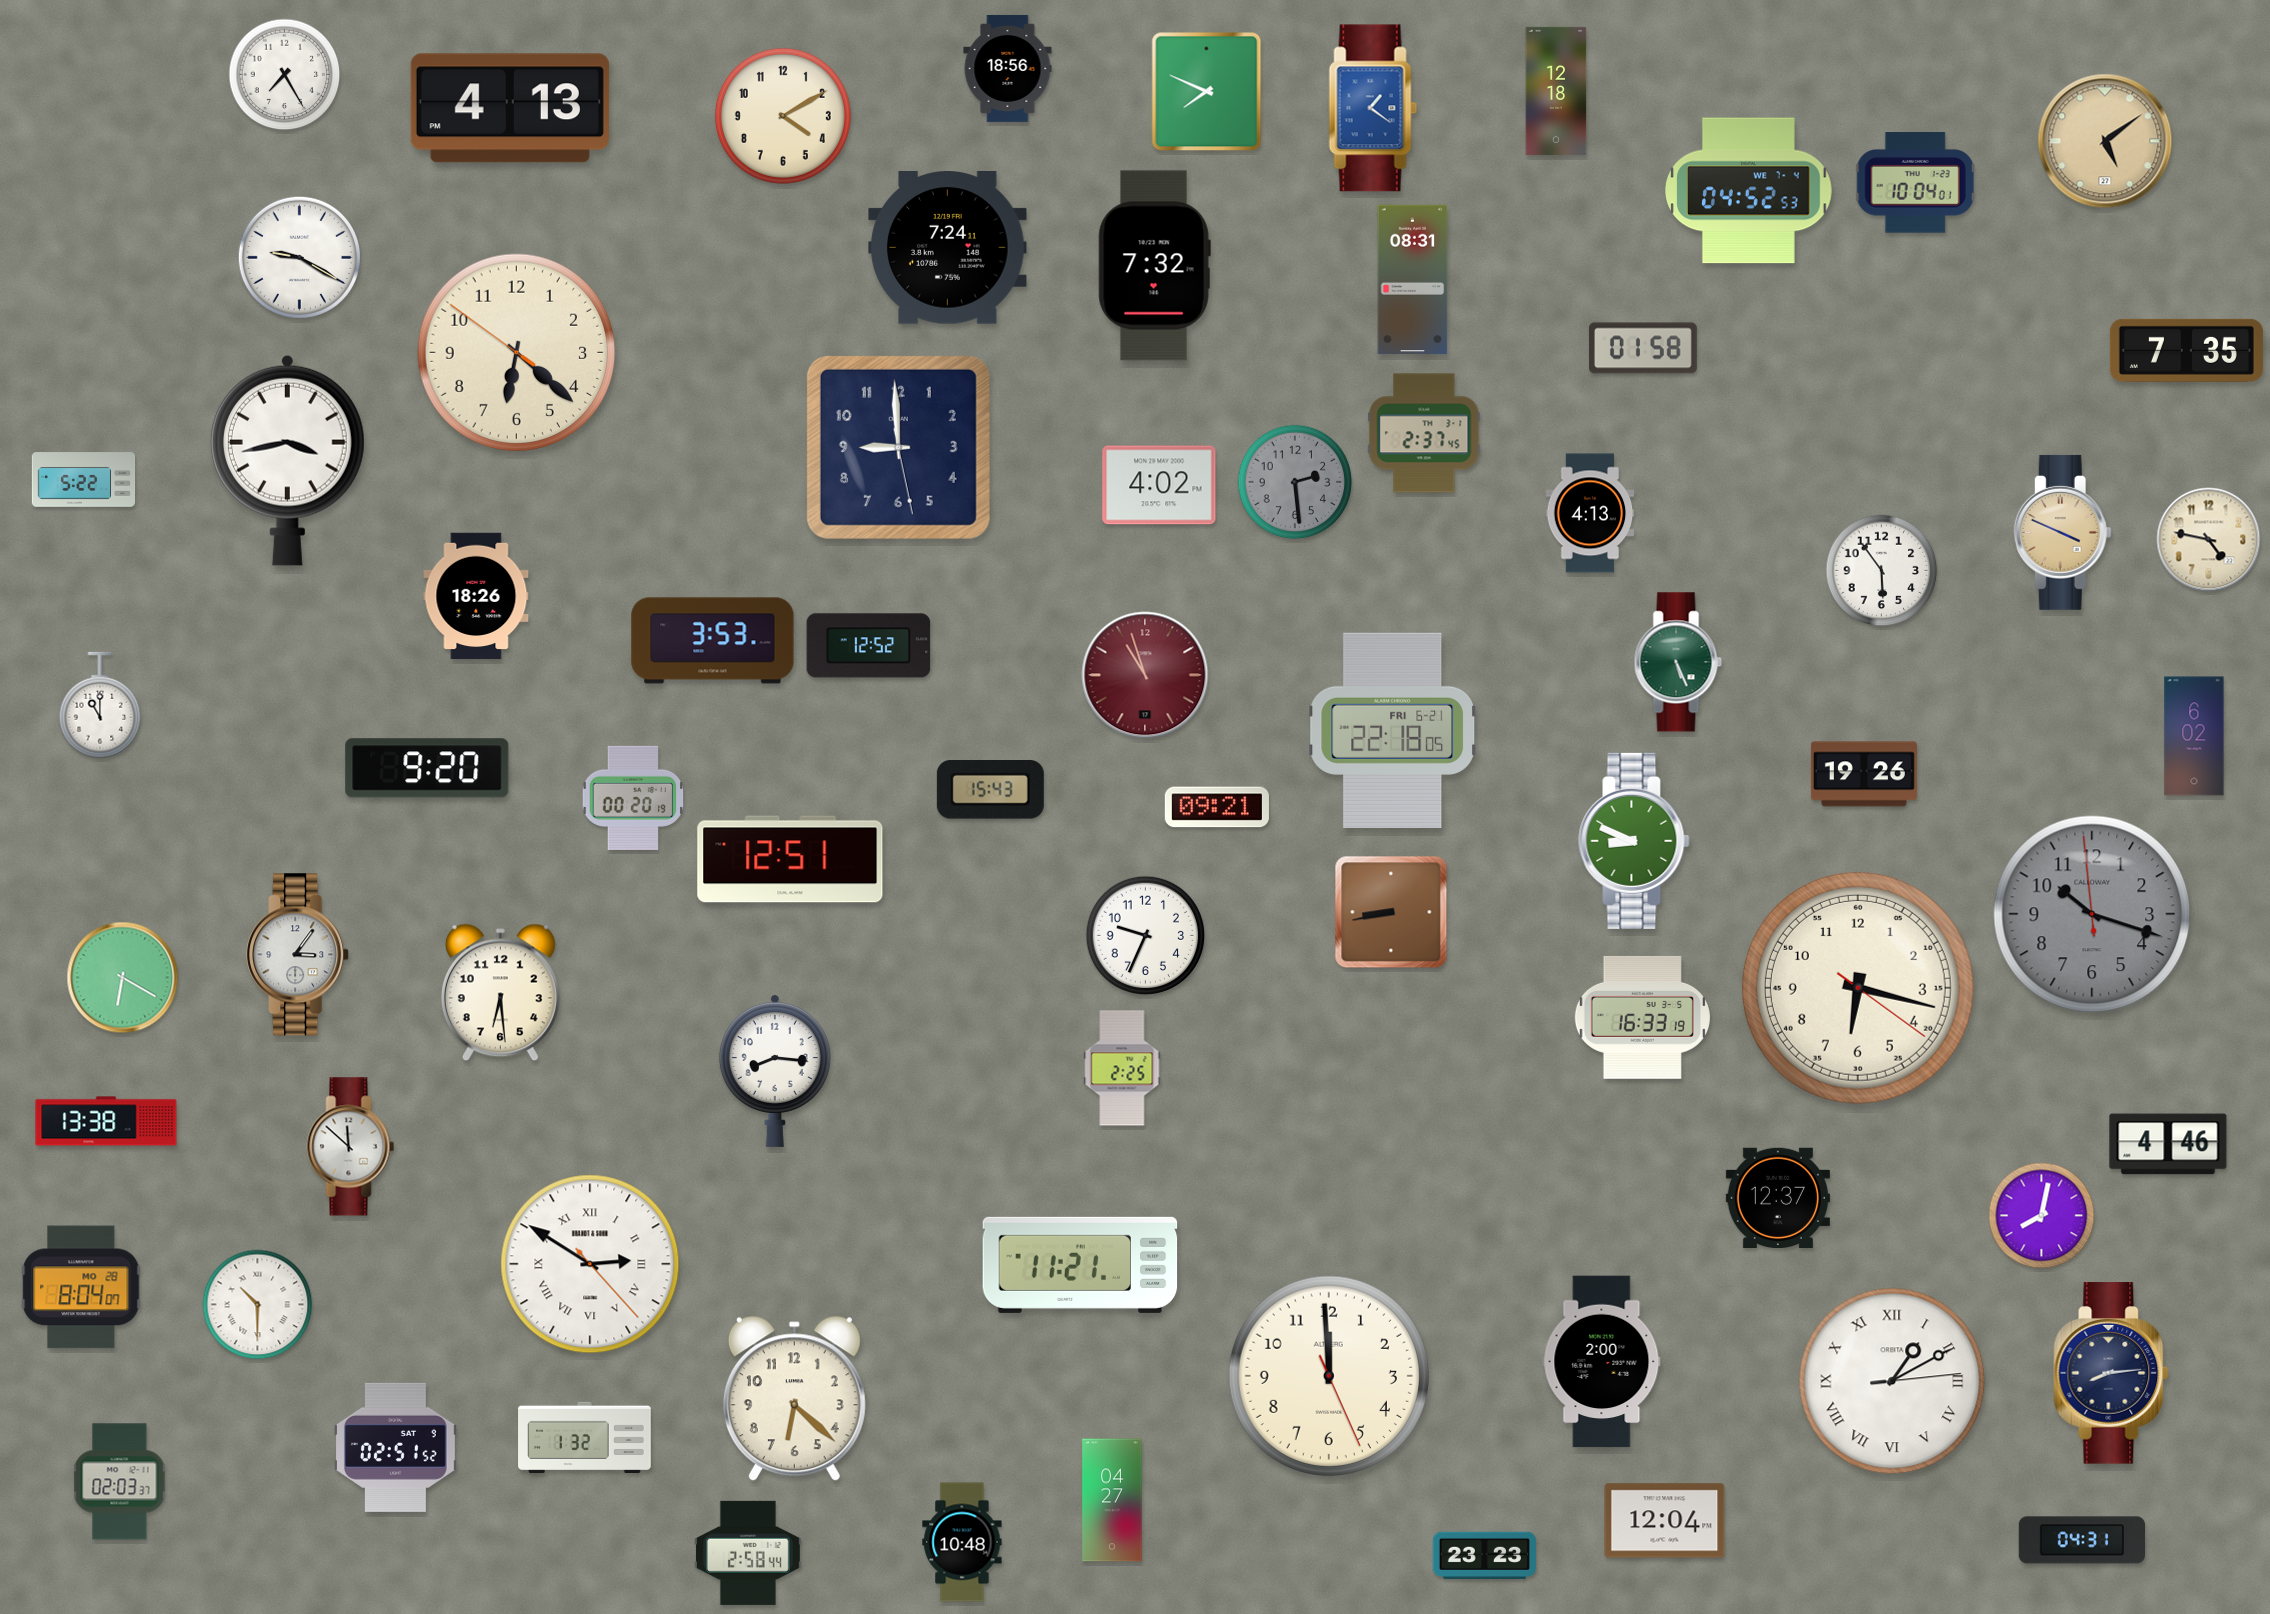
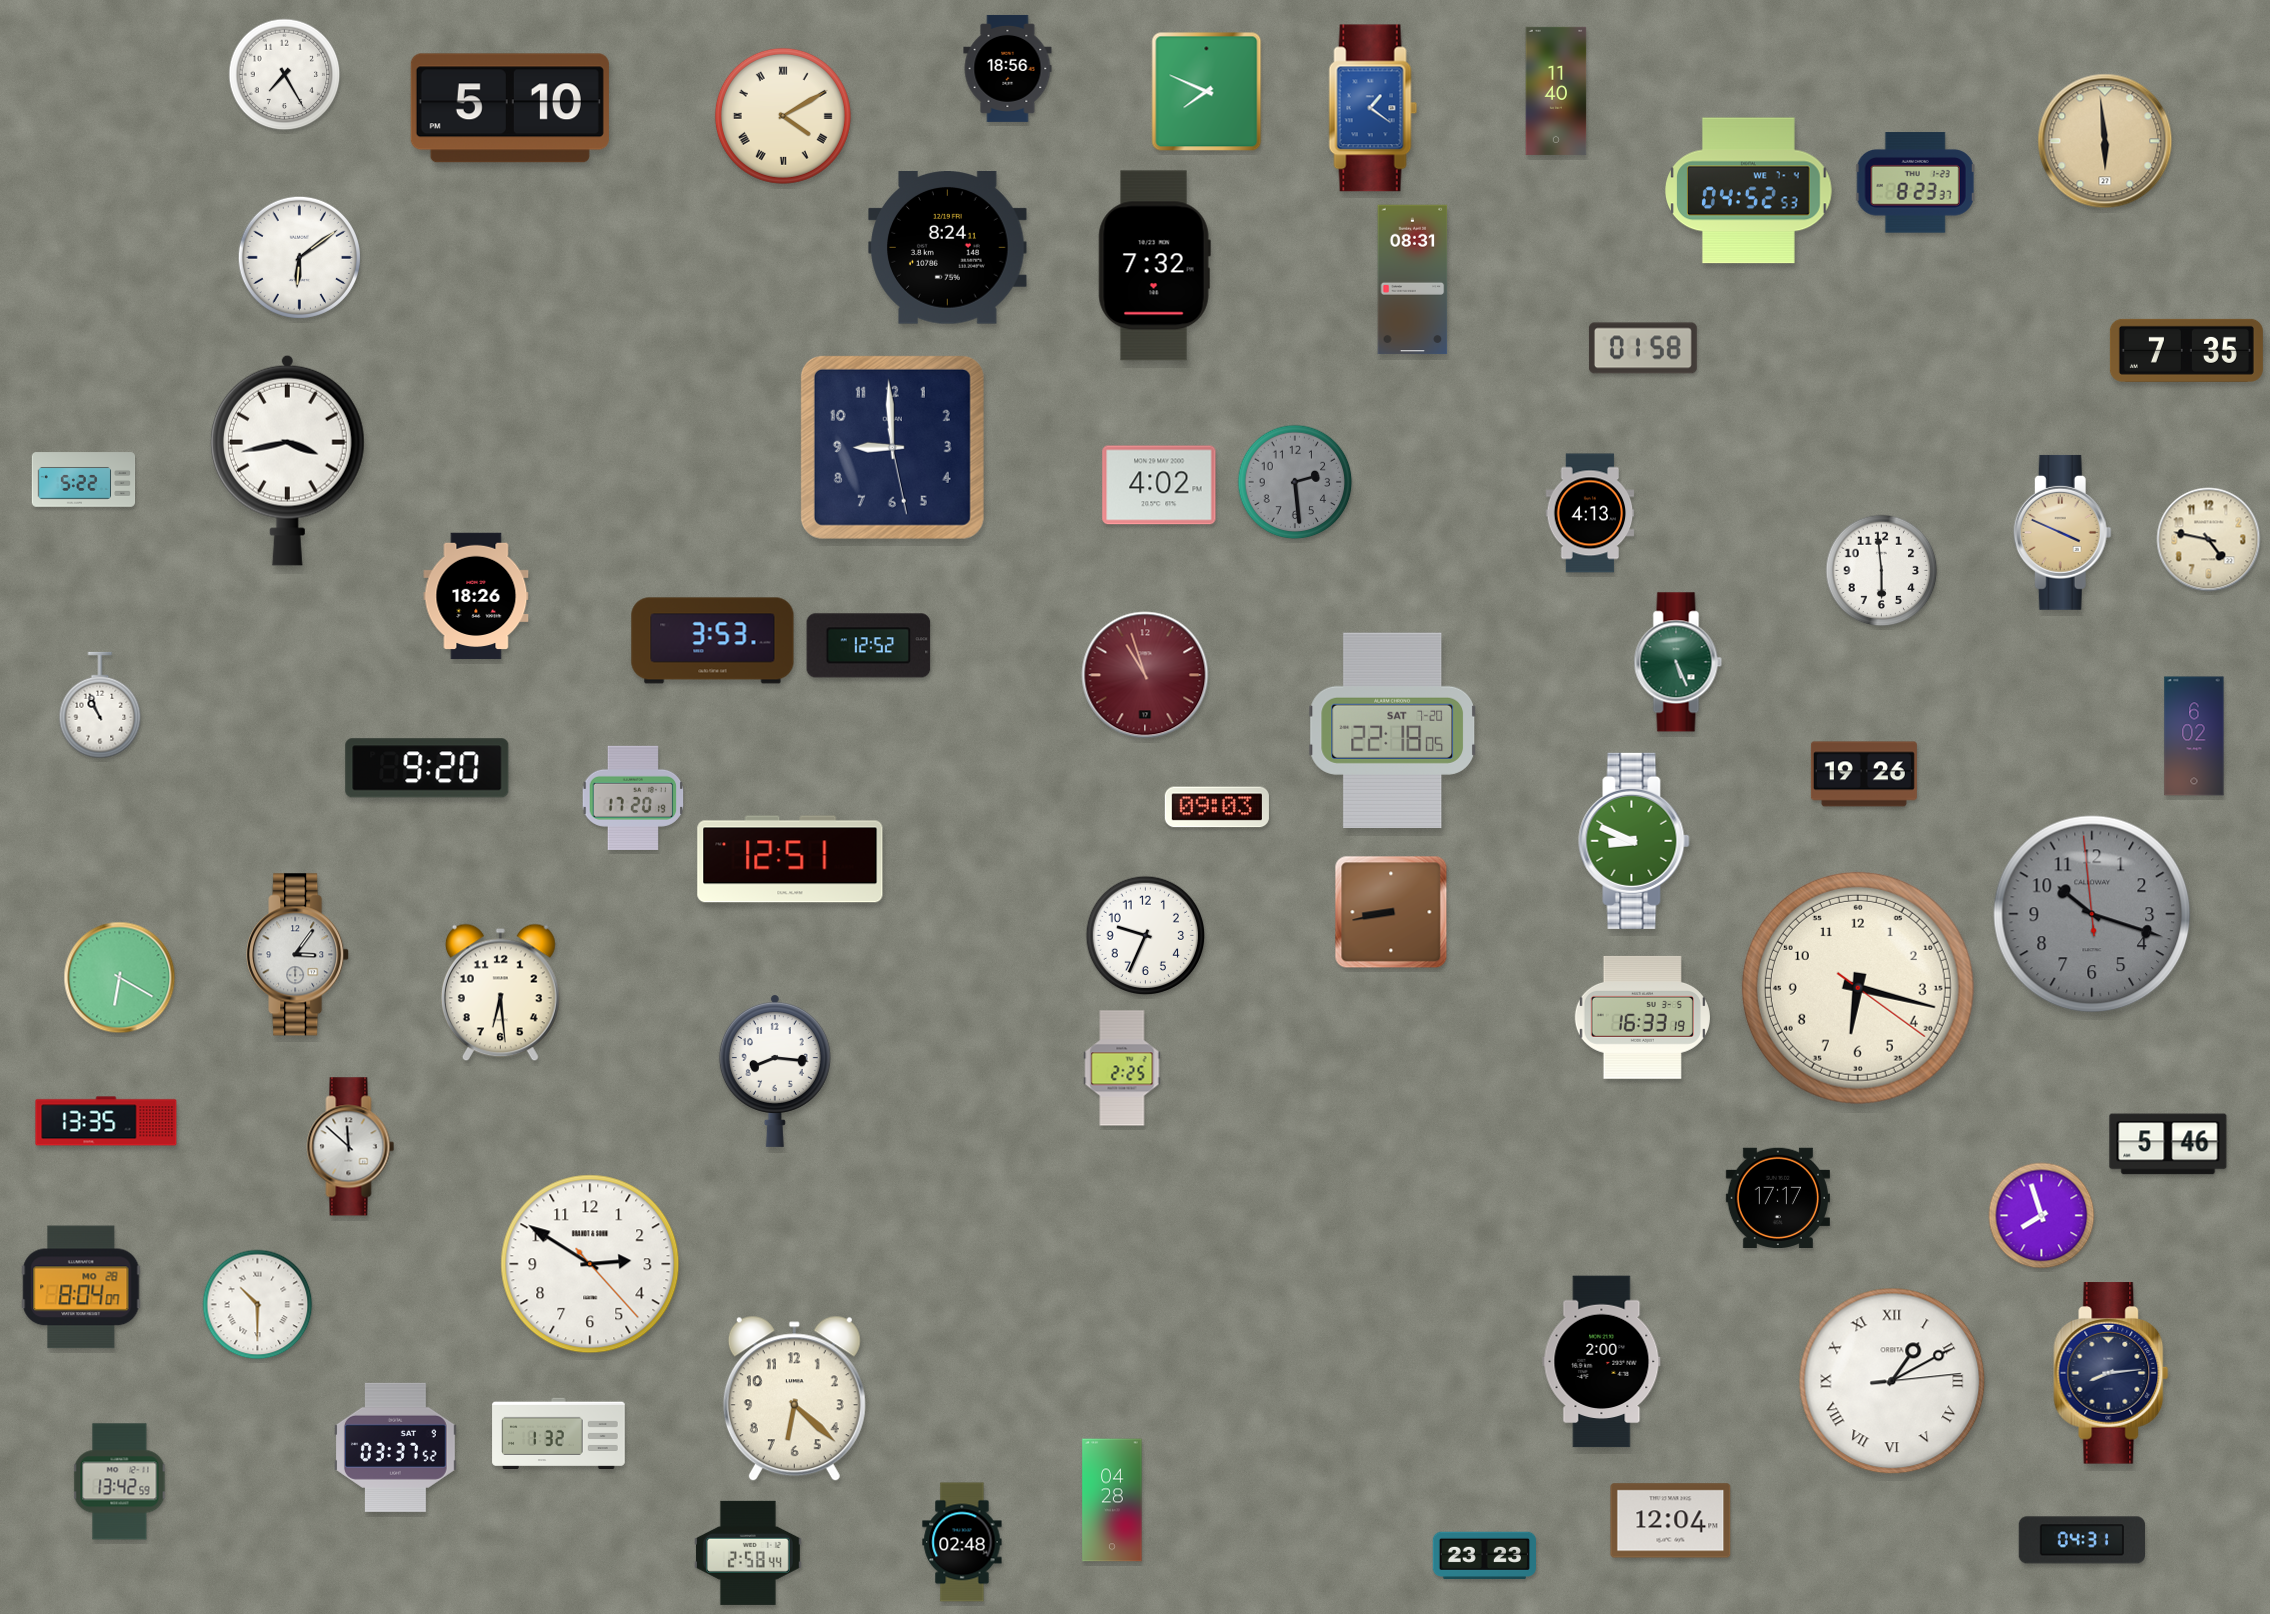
clock at (1556, 91): 12:18 -> 11:40
clock at (510, 108): 4:13 -> 5:10
clock at (783, 116) numerals: Arabic -> Roman
clock at (2105, 141): 5:09 -> 5:59
clock at (1915, 183): 10:04 -> 8:23
clock at (948, 248): 7:24 -> 8:24
clock at (299, 257): 9:20 -> 6:09
clock at (517, 353): 6:21 -> none
clock at (1424, 433): 2:37 -> none
clock at (898, 447) position: (898, 447) -> (892, 447)
clock at (1882, 571): 5:54 -> 5:59
clock at (100, 705): 11:00 -> 10:56
clock at (1393, 730) date: FRI 6-21 -> SAT 7-20
clock at (990, 790): 15:43 -> none
clock at (633, 798): 00:20 -> 17:20
clock at (1217, 807): 09:21 -> 09:03
clock at (123, 978) position: (123, 978) -> (120, 978)
clock at (106, 1121): 13:38 -> 13:35
clock at (2168, 1144): 4:46 -> 5:46
clock at (1778, 1197): 12:37 -> 17:17
clock at (2042, 1216): 8:02 -> 7:57
clock at (590, 1264) numerals: Roman -> Arabic
clock at (1080, 1265): 11:21 -> none
clock at (1328, 1375): 11:59 -> none
clock at (585, 1438) position: (585, 1438) -> (559, 1434)
clock at (395, 1447): 02:51 -> 03:37
clock at (120, 1482): 02:03 -> 13:42
clock at (1112, 1500): 04:27 -> 04:28
clock at (1665, 1521) position: (1665, 1521) -> (1671, 1521)
clock at (962, 1542): 10:48 -> 02:48
